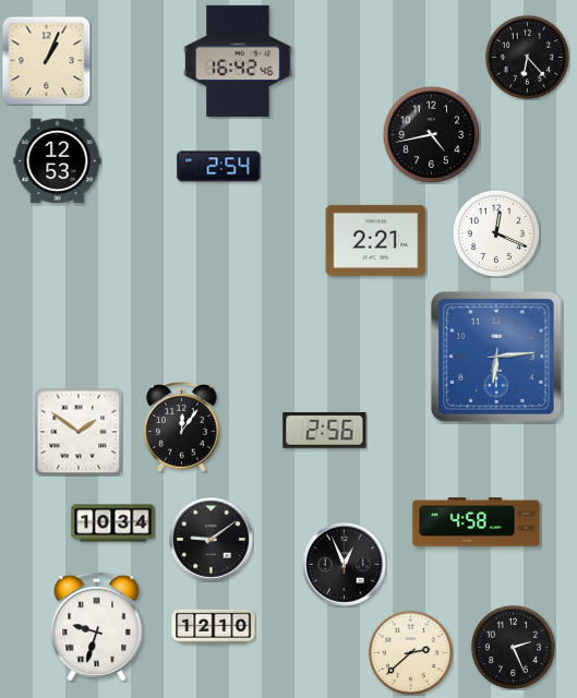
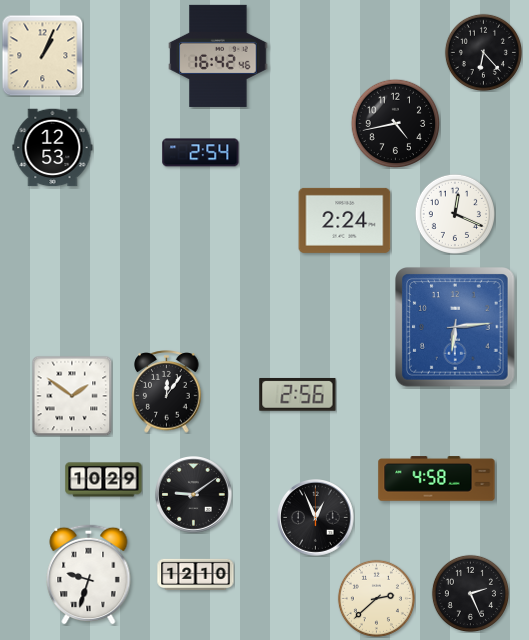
clock at (376, 240): 2:21 -> 2:24
clock at (113, 523): 10:34 -> 10:29
